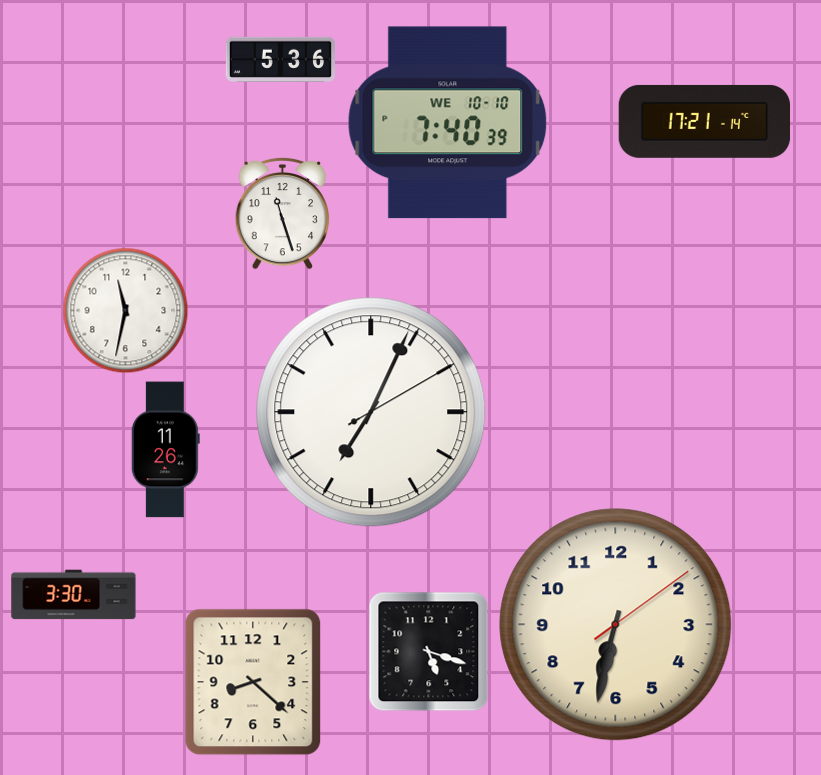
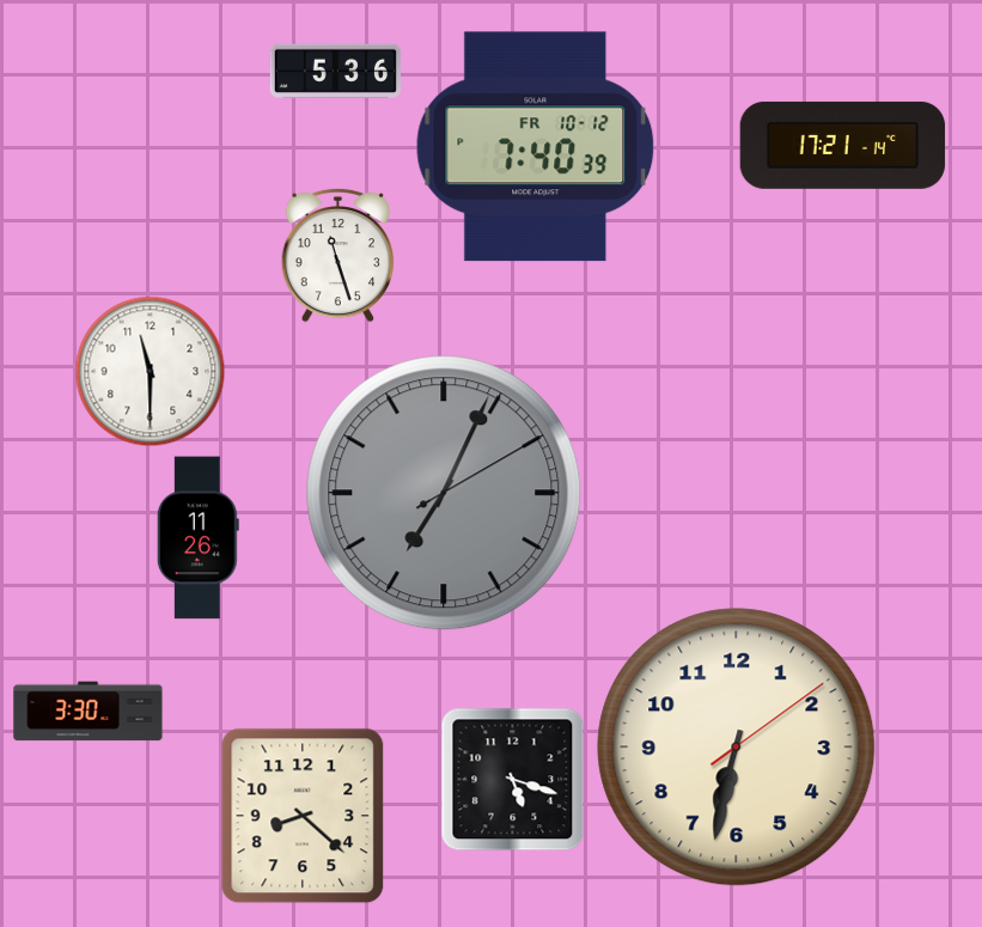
clock at (448, 123) date: WE 10-10 -> FR 10-12
clock at (126, 311): 11:32 -> 11:30
clock at (371, 412) dial: white -> grey
